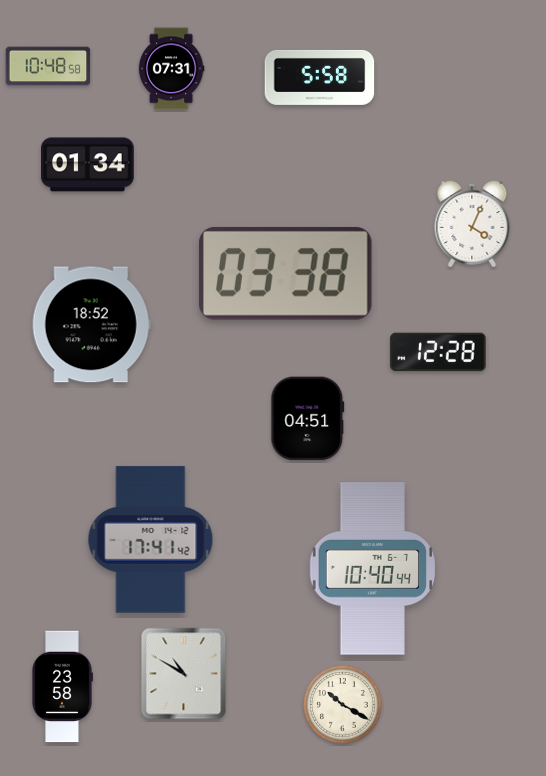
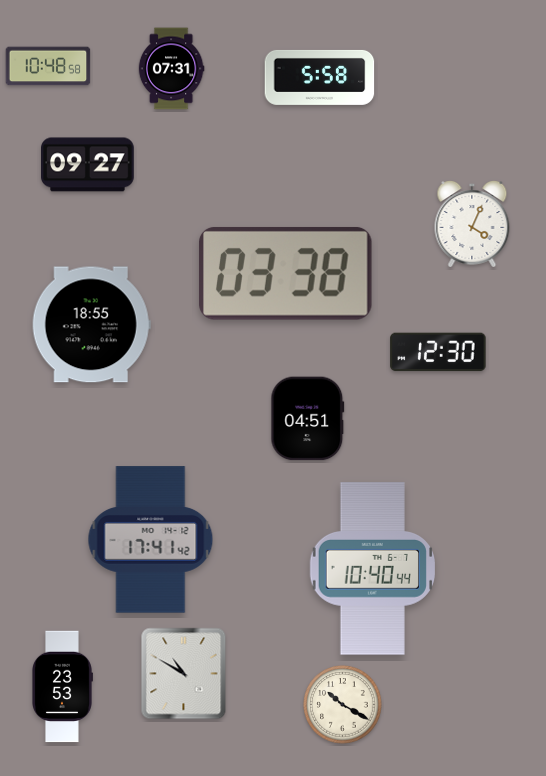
clock at (88, 165): 01:34 -> 09:27
clock at (91, 325): 18:52 -> 18:55
clock at (438, 352): 12:28 -> 12:30
clock at (63, 687): 23:58 -> 23:53
